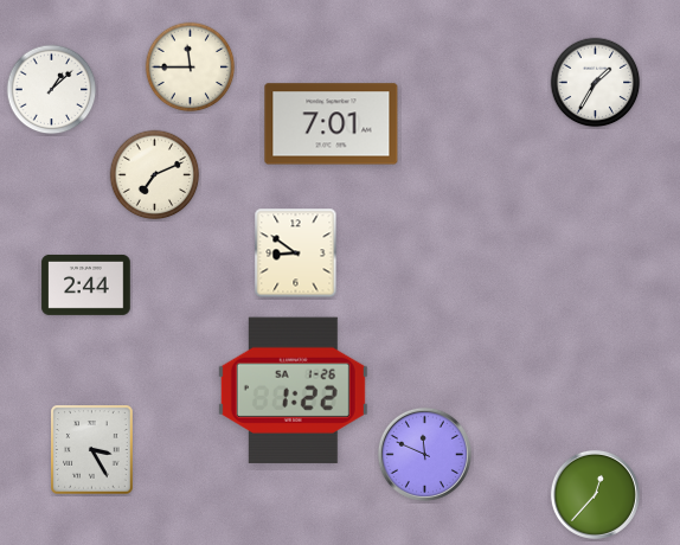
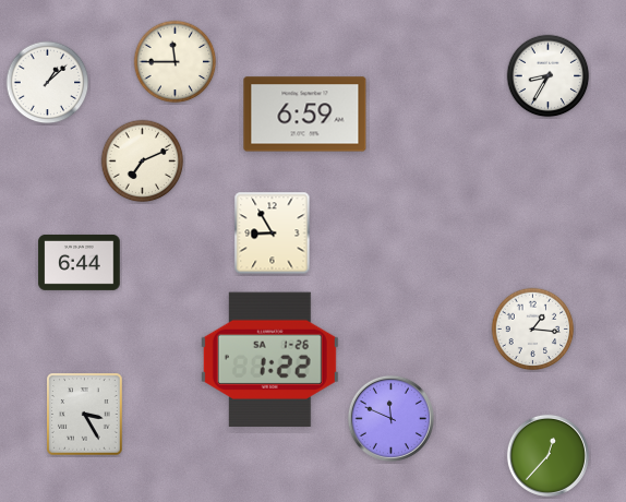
clock at (596, 83): 1:35 -> 8:35
clock at (332, 124): 7:01 -> 6:59
clock at (296, 254): 8:51 -> 8:55
clock at (86, 284): 2:44 -> 6:44
clock at (533, 330): none -> 1:16
